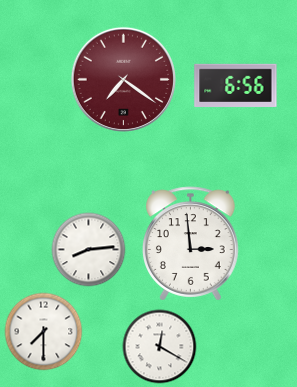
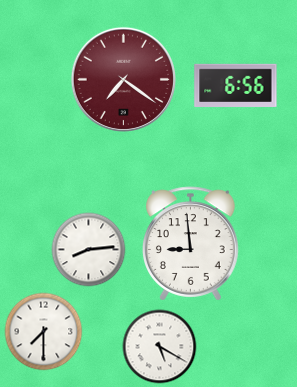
clock at (191, 244): 2:59 -> 8:59
clock at (160, 347): 12:20 -> 5:20
